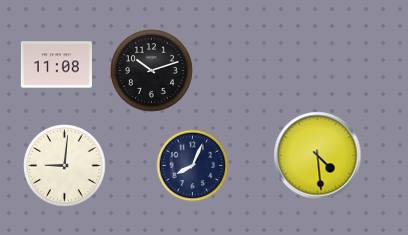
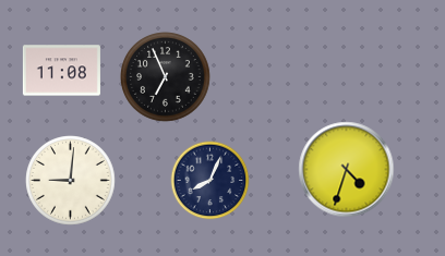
clock at (152, 71): 10:12 -> 6:56
clock at (318, 156): 4:29 -> 4:33
